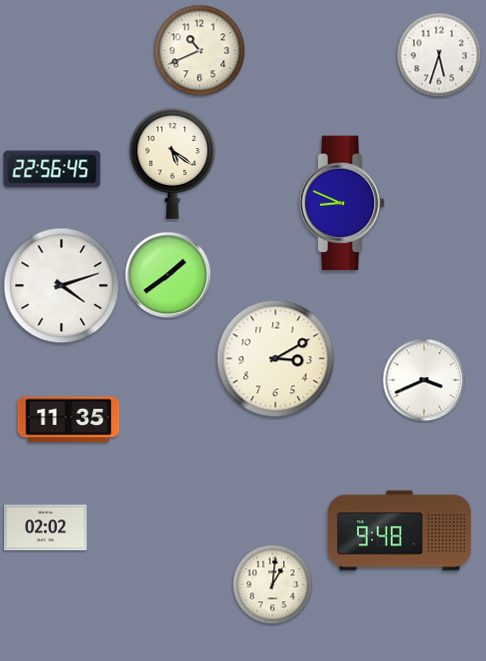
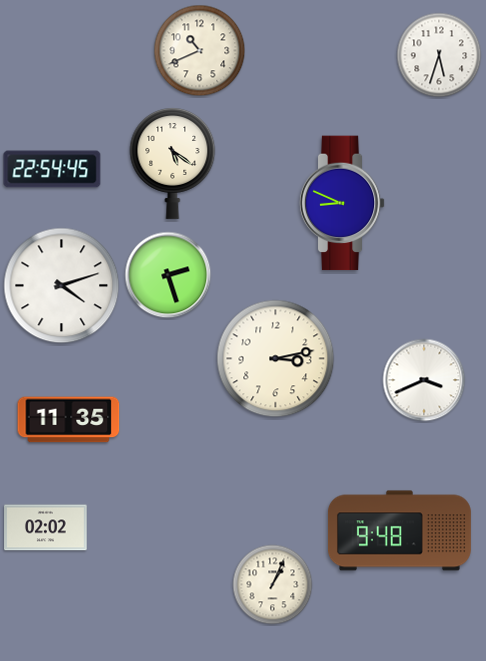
clock at (52, 169): 22:56 -> 22:54
clock at (168, 275): 1:39 -> 2:27
clock at (276, 359): 3:10 -> 3:13
clock at (273, 585): 1:01 -> 1:04
